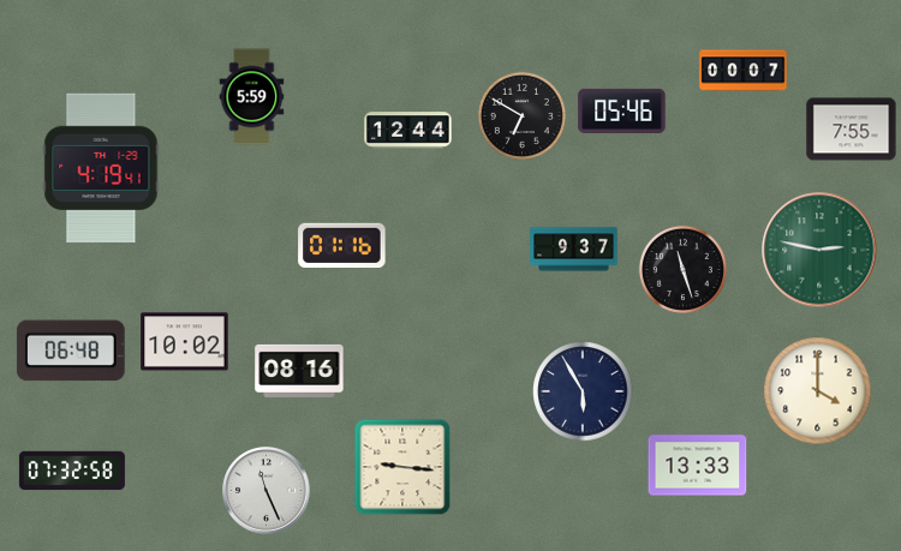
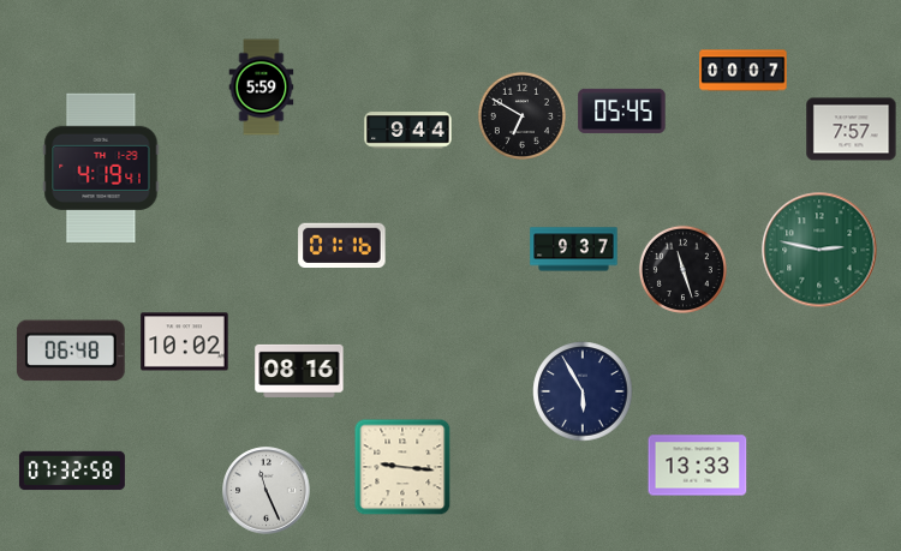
clock at (252, 97) position: (252, 97) -> (262, 88)
clock at (622, 110): 05:46 -> 05:45
clock at (852, 130): 7:55 -> 7:57
clock at (408, 131): 12:44 -> 9:44
clock at (818, 391): 4:00 -> none
